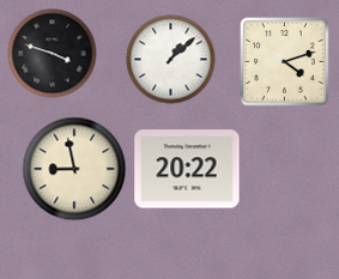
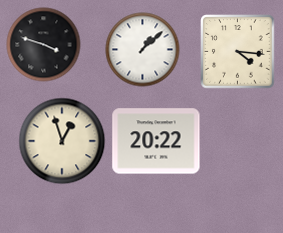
clock at (285, 62): 4:12 -> 4:16
clock at (74, 169): 8:58 -> 12:57
